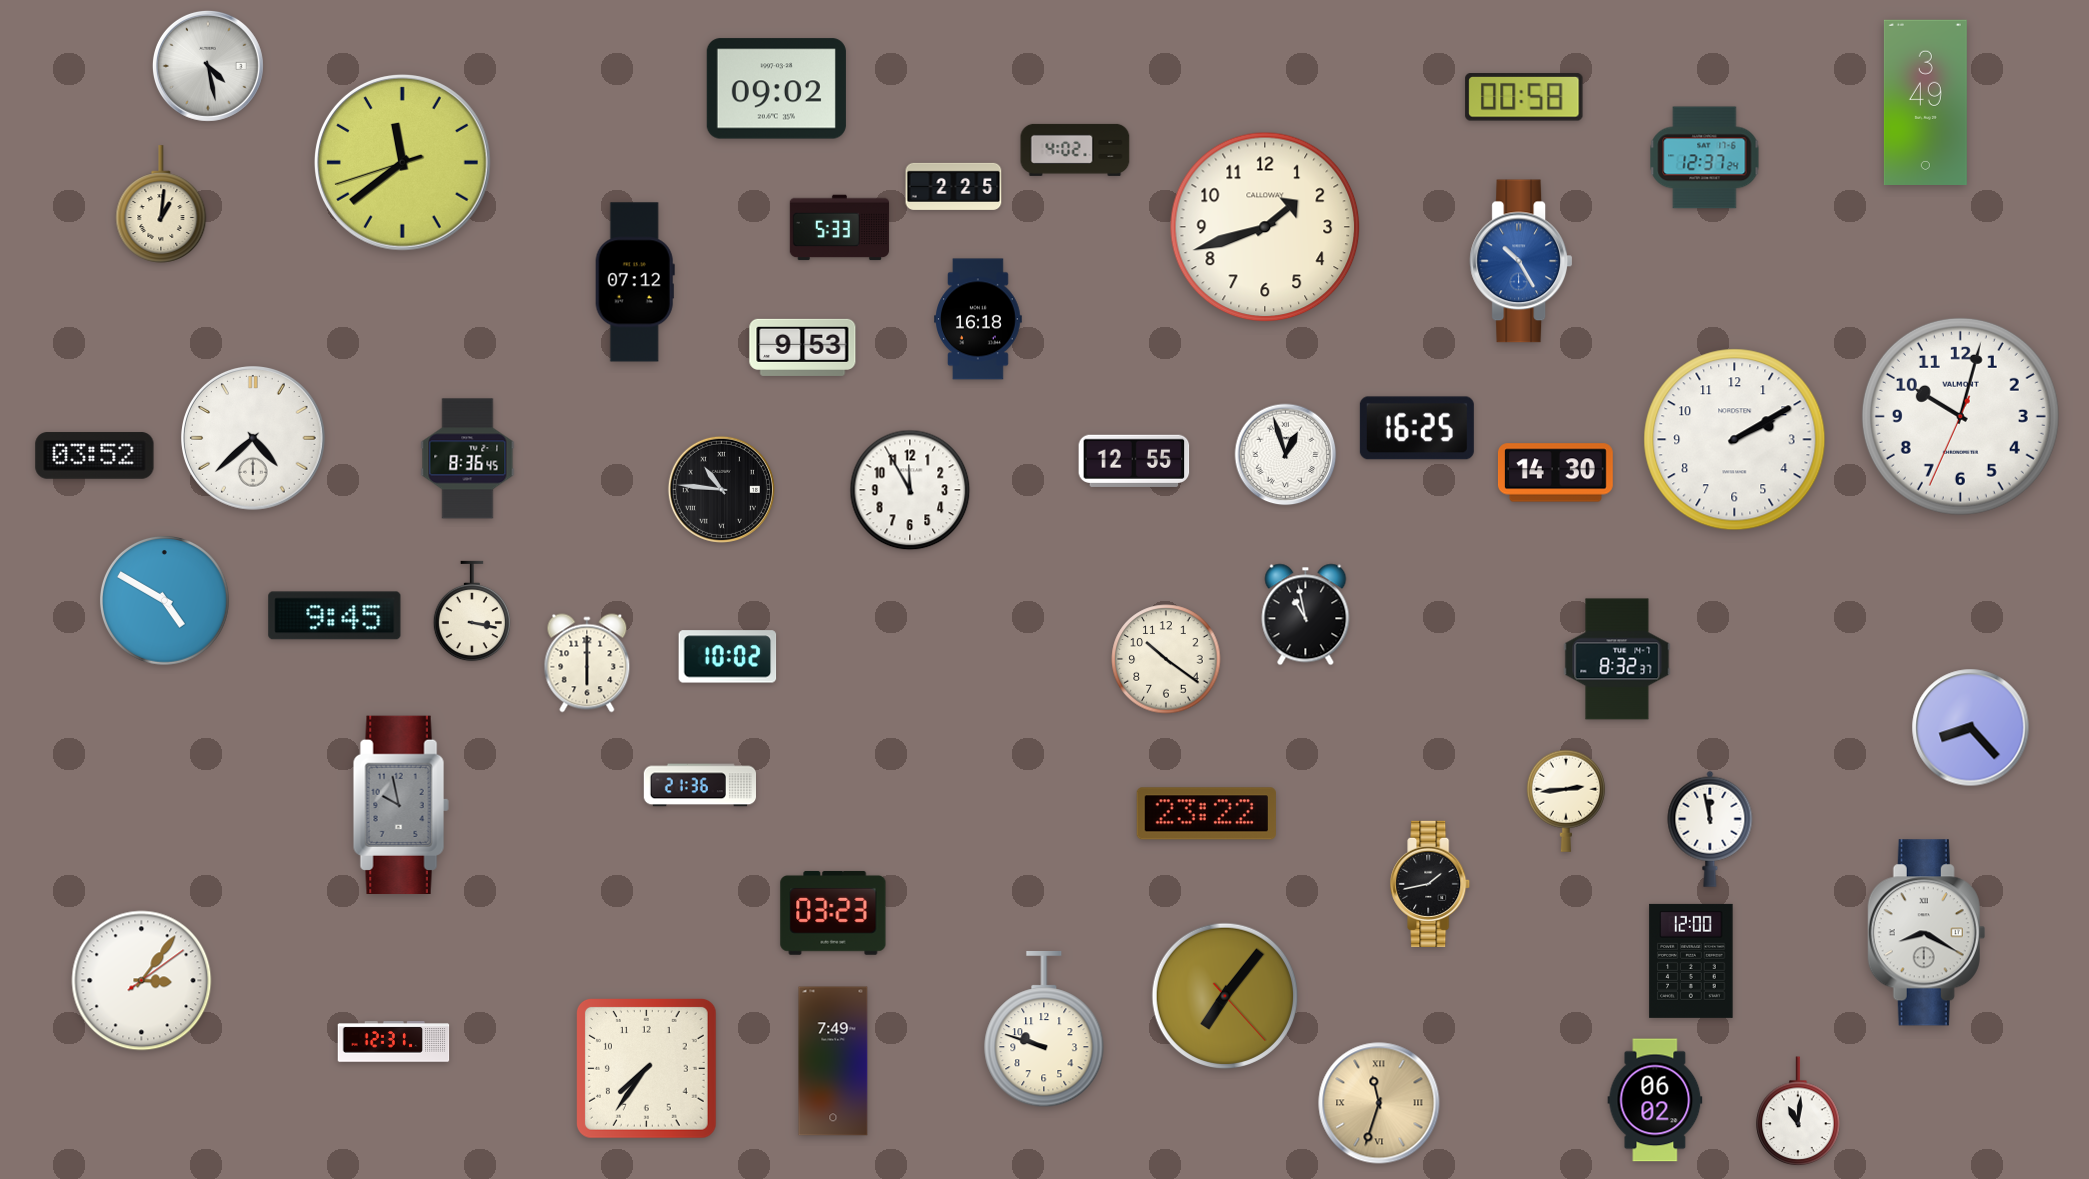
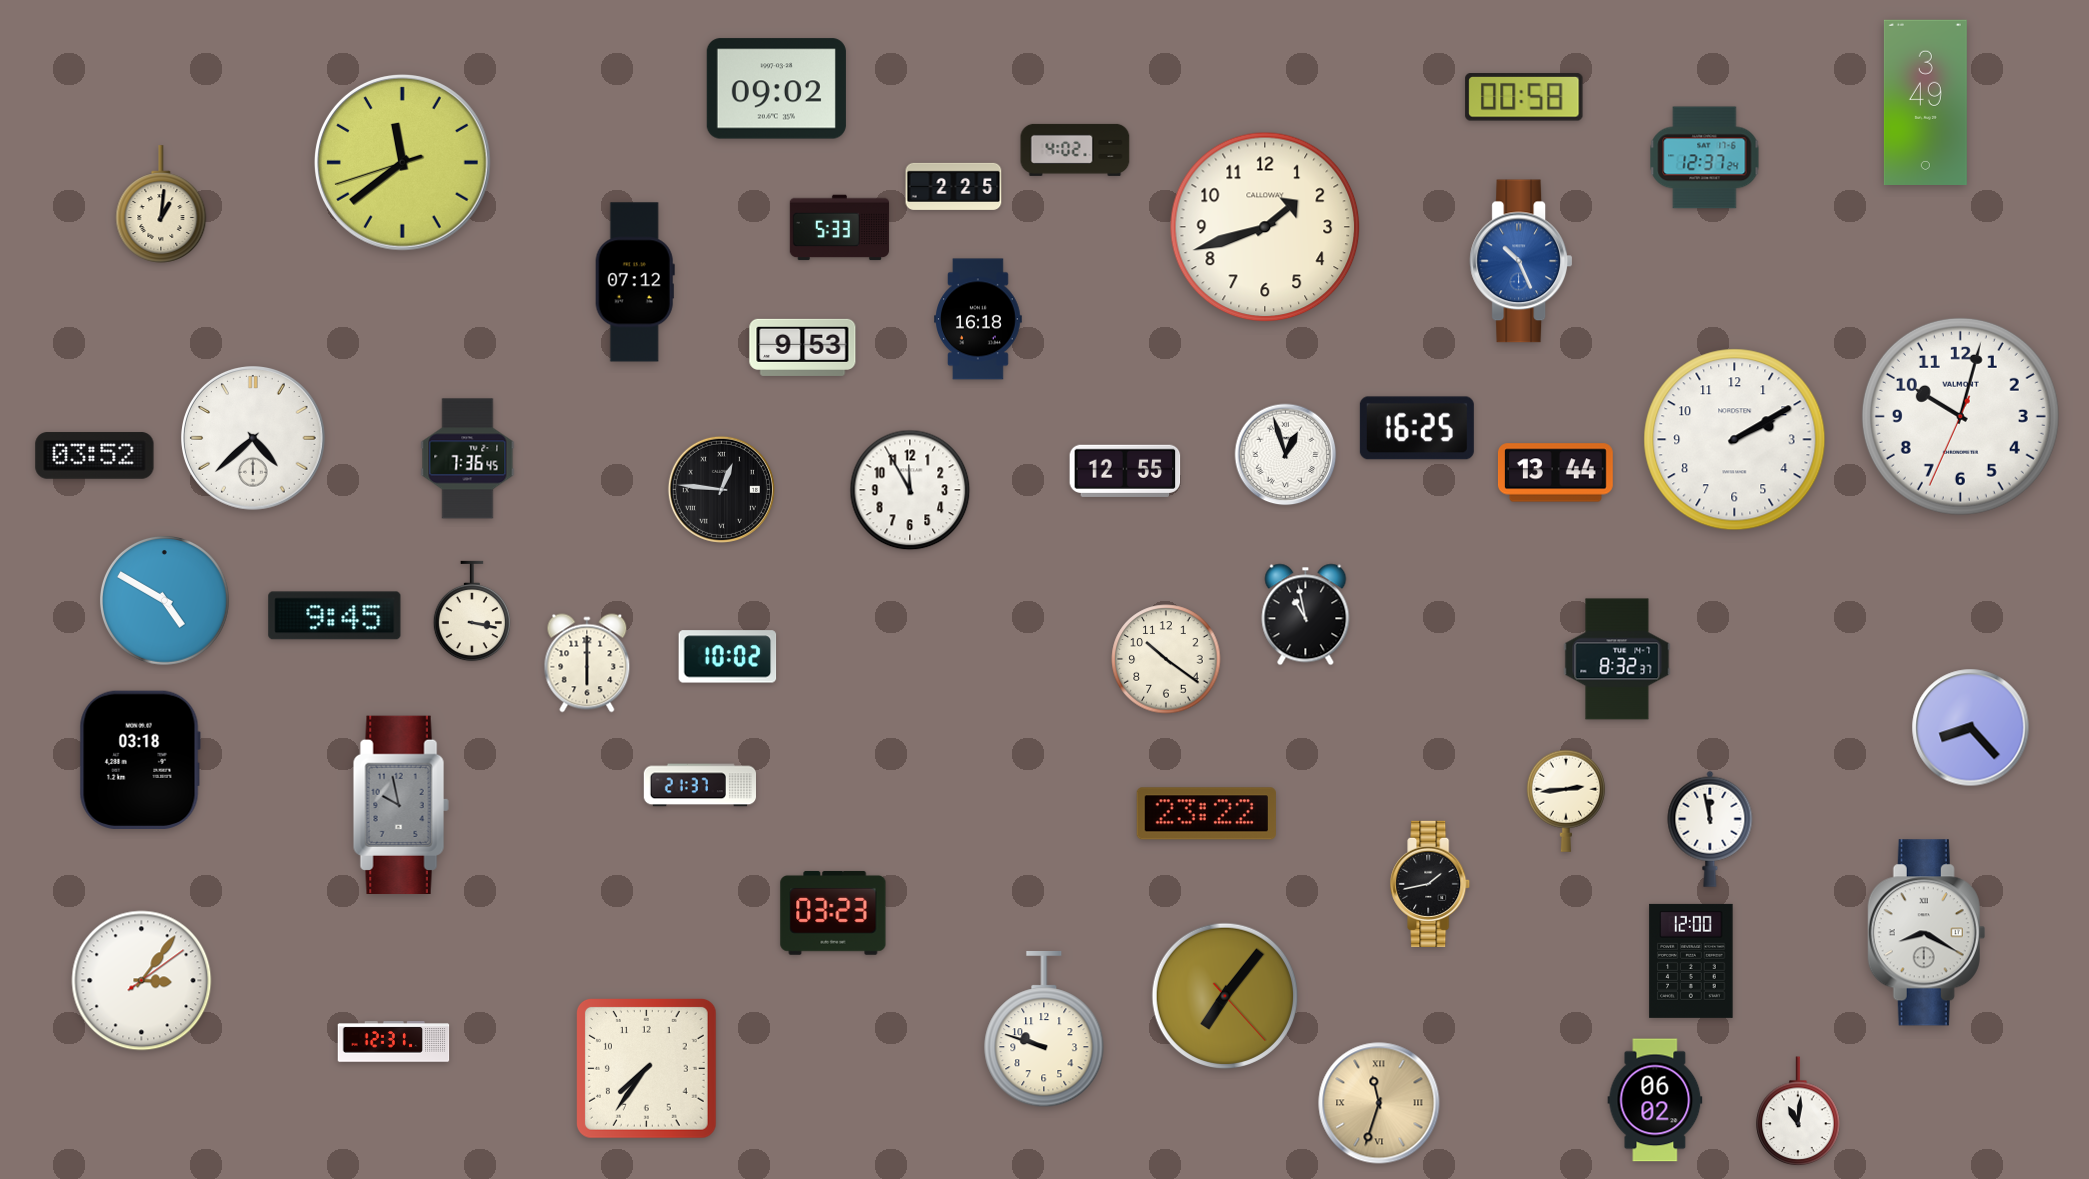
clock at (208, 66): 4:28 -> none
clock at (1520, 261): 10:25 -> 10:26
clock at (468, 459): 8:36 -> 7:36
clock at (1134, 461) position: (1134, 461) -> (1125, 471)
clock at (1555, 473): 14:30 -> 13:44
clock at (721, 489): 10:46 -> 12:46
clock at (140, 760): none -> 03:18
clock at (699, 785): 21:36 -> 21:37
clock at (833, 1061): 7:49 -> none
